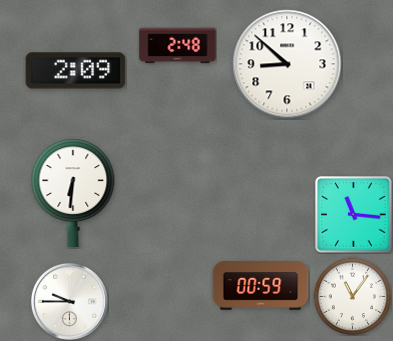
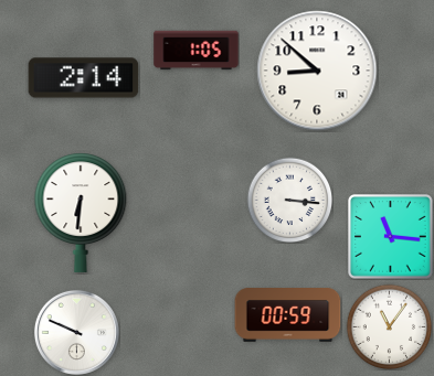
clock at (178, 46): 2:48 -> 1:05
clock at (76, 71): 2:09 -> 2:14
clock at (289, 200): none -> 3:16
clock at (69, 301): 9:45 -> 9:49
